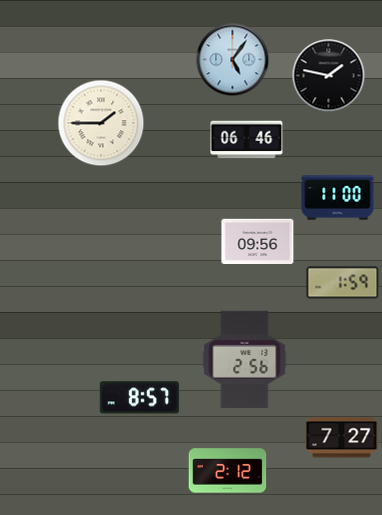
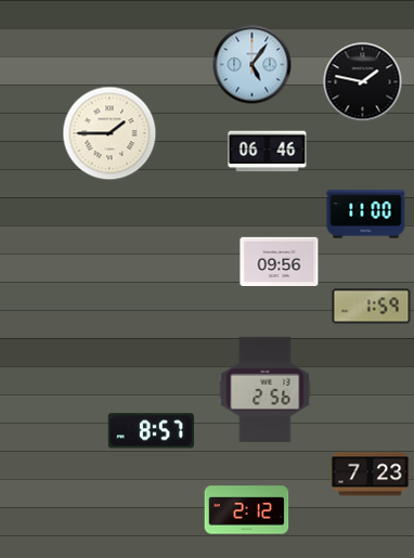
clock at (329, 76) position: (329, 76) -> (363, 82)
clock at (342, 438): 7:27 -> 7:23
